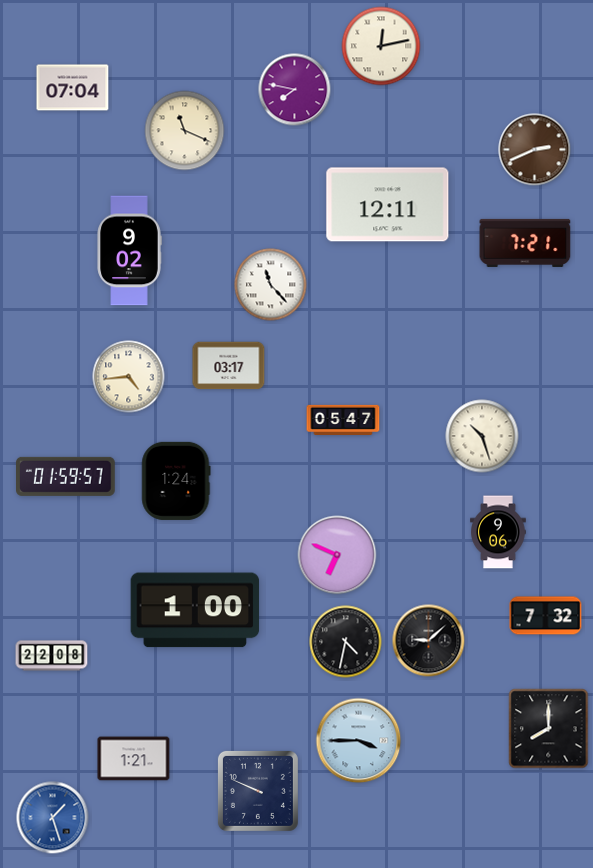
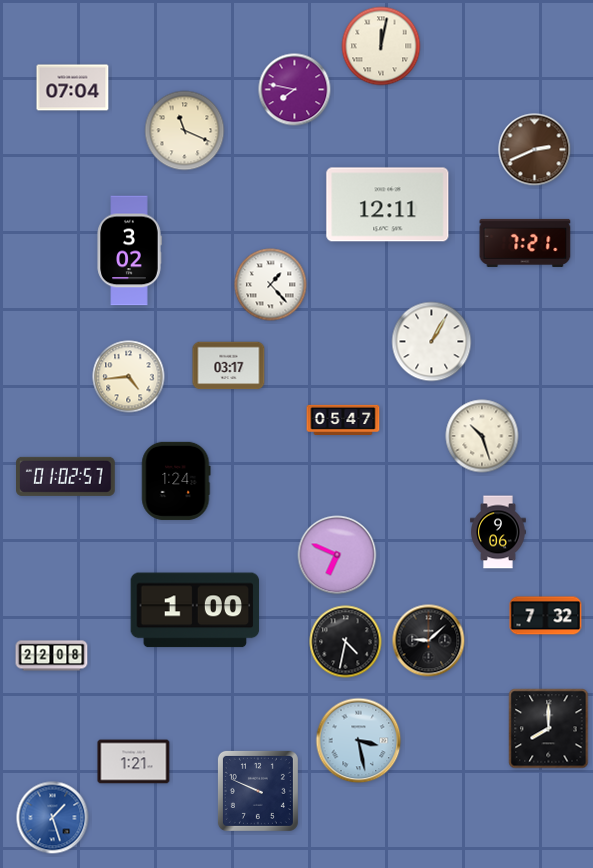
clock at (381, 46): 12:13 -> 12:02
clock at (129, 251): 9:02 -> 3:02
clock at (271, 285): 11:23 -> 1:23
clock at (432, 342): none -> 1:05
clock at (66, 476): 01:59 -> 01:02
clock at (359, 741): 3:45 -> 3:28
clock at (134, 759) position: (134, 759) -> (134, 762)
